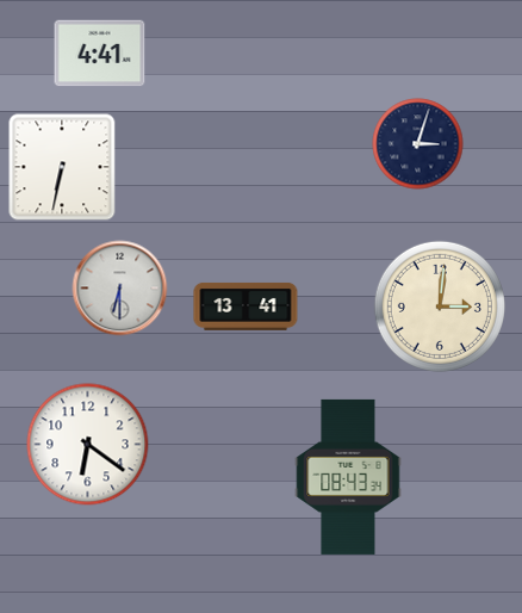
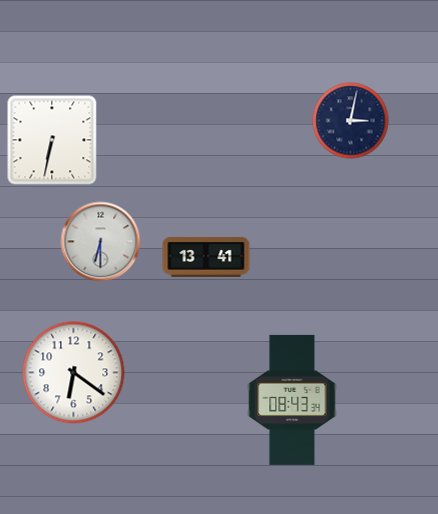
clock at (100, 54): 4:41 -> none
clock at (418, 144): 3:03 -> 3:02
clock at (440, 306): 3:01 -> none
